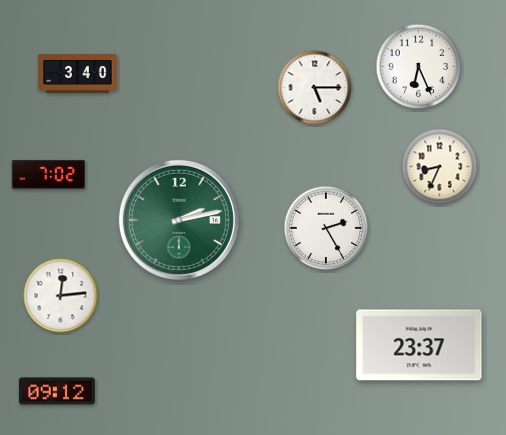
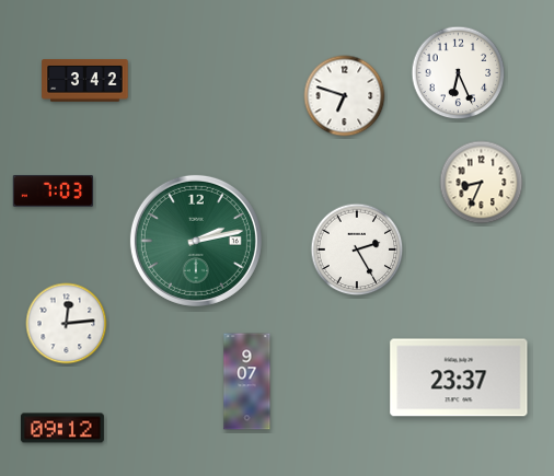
clock at (78, 74): 3:40 -> 3:42
clock at (315, 88): 5:15 -> 6:48
clock at (48, 175): 7:02 -> 7:03
clock at (247, 382): none -> 9:07
